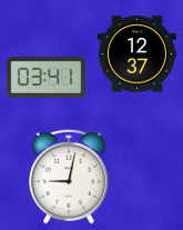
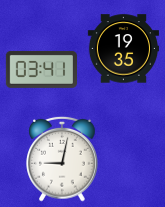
clock at (136, 54): 12:37 -> 19:35
